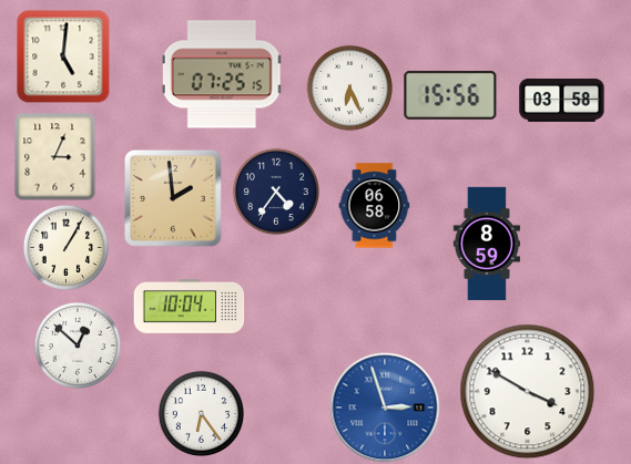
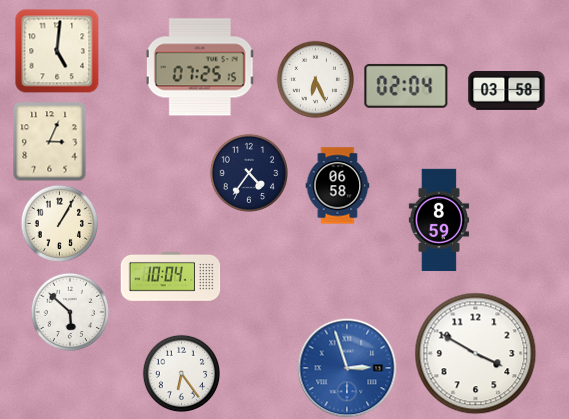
clock at (450, 95): 15:56 -> 02:04
clock at (174, 199): 1:59 -> none
clock at (77, 344): 12:52 -> 5:52
